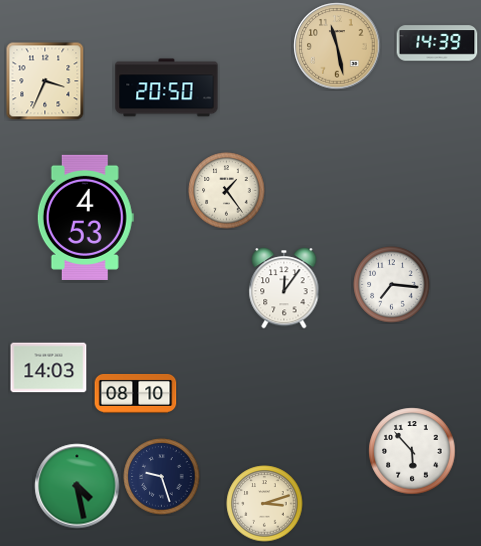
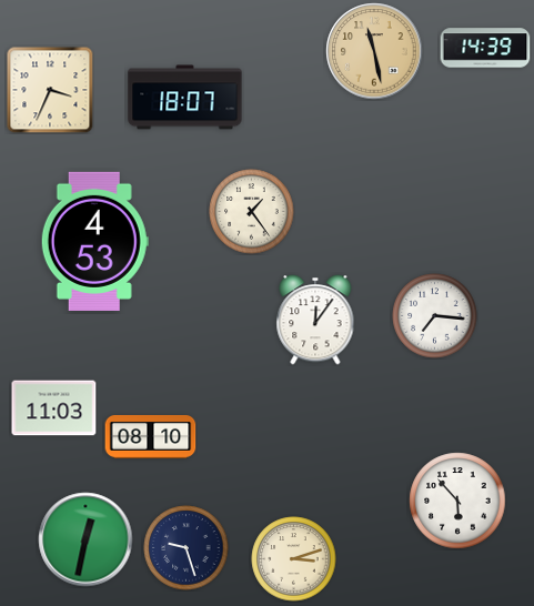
clock at (167, 88): 20:50 -> 18:07
clock at (49, 368): 14:03 -> 11:03
clock at (162, 477) position: (162, 477) -> (187, 548)
clock at (77, 486): 4:28 -> 12:32
